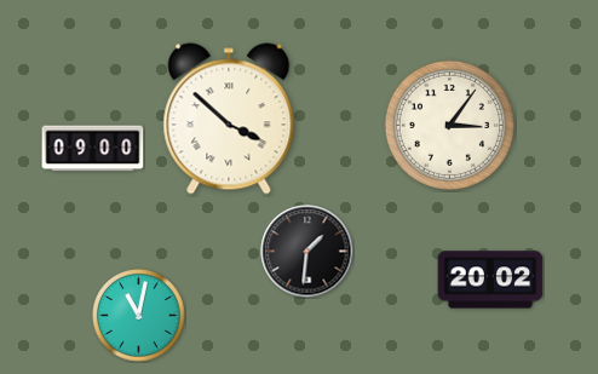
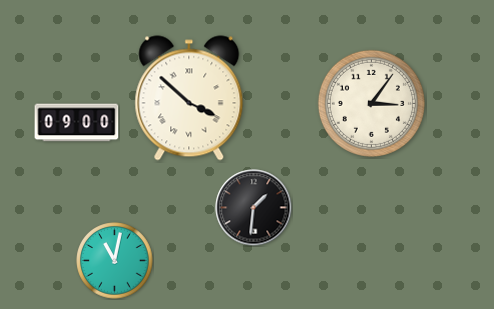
clock at (490, 280): 20:02 -> none
